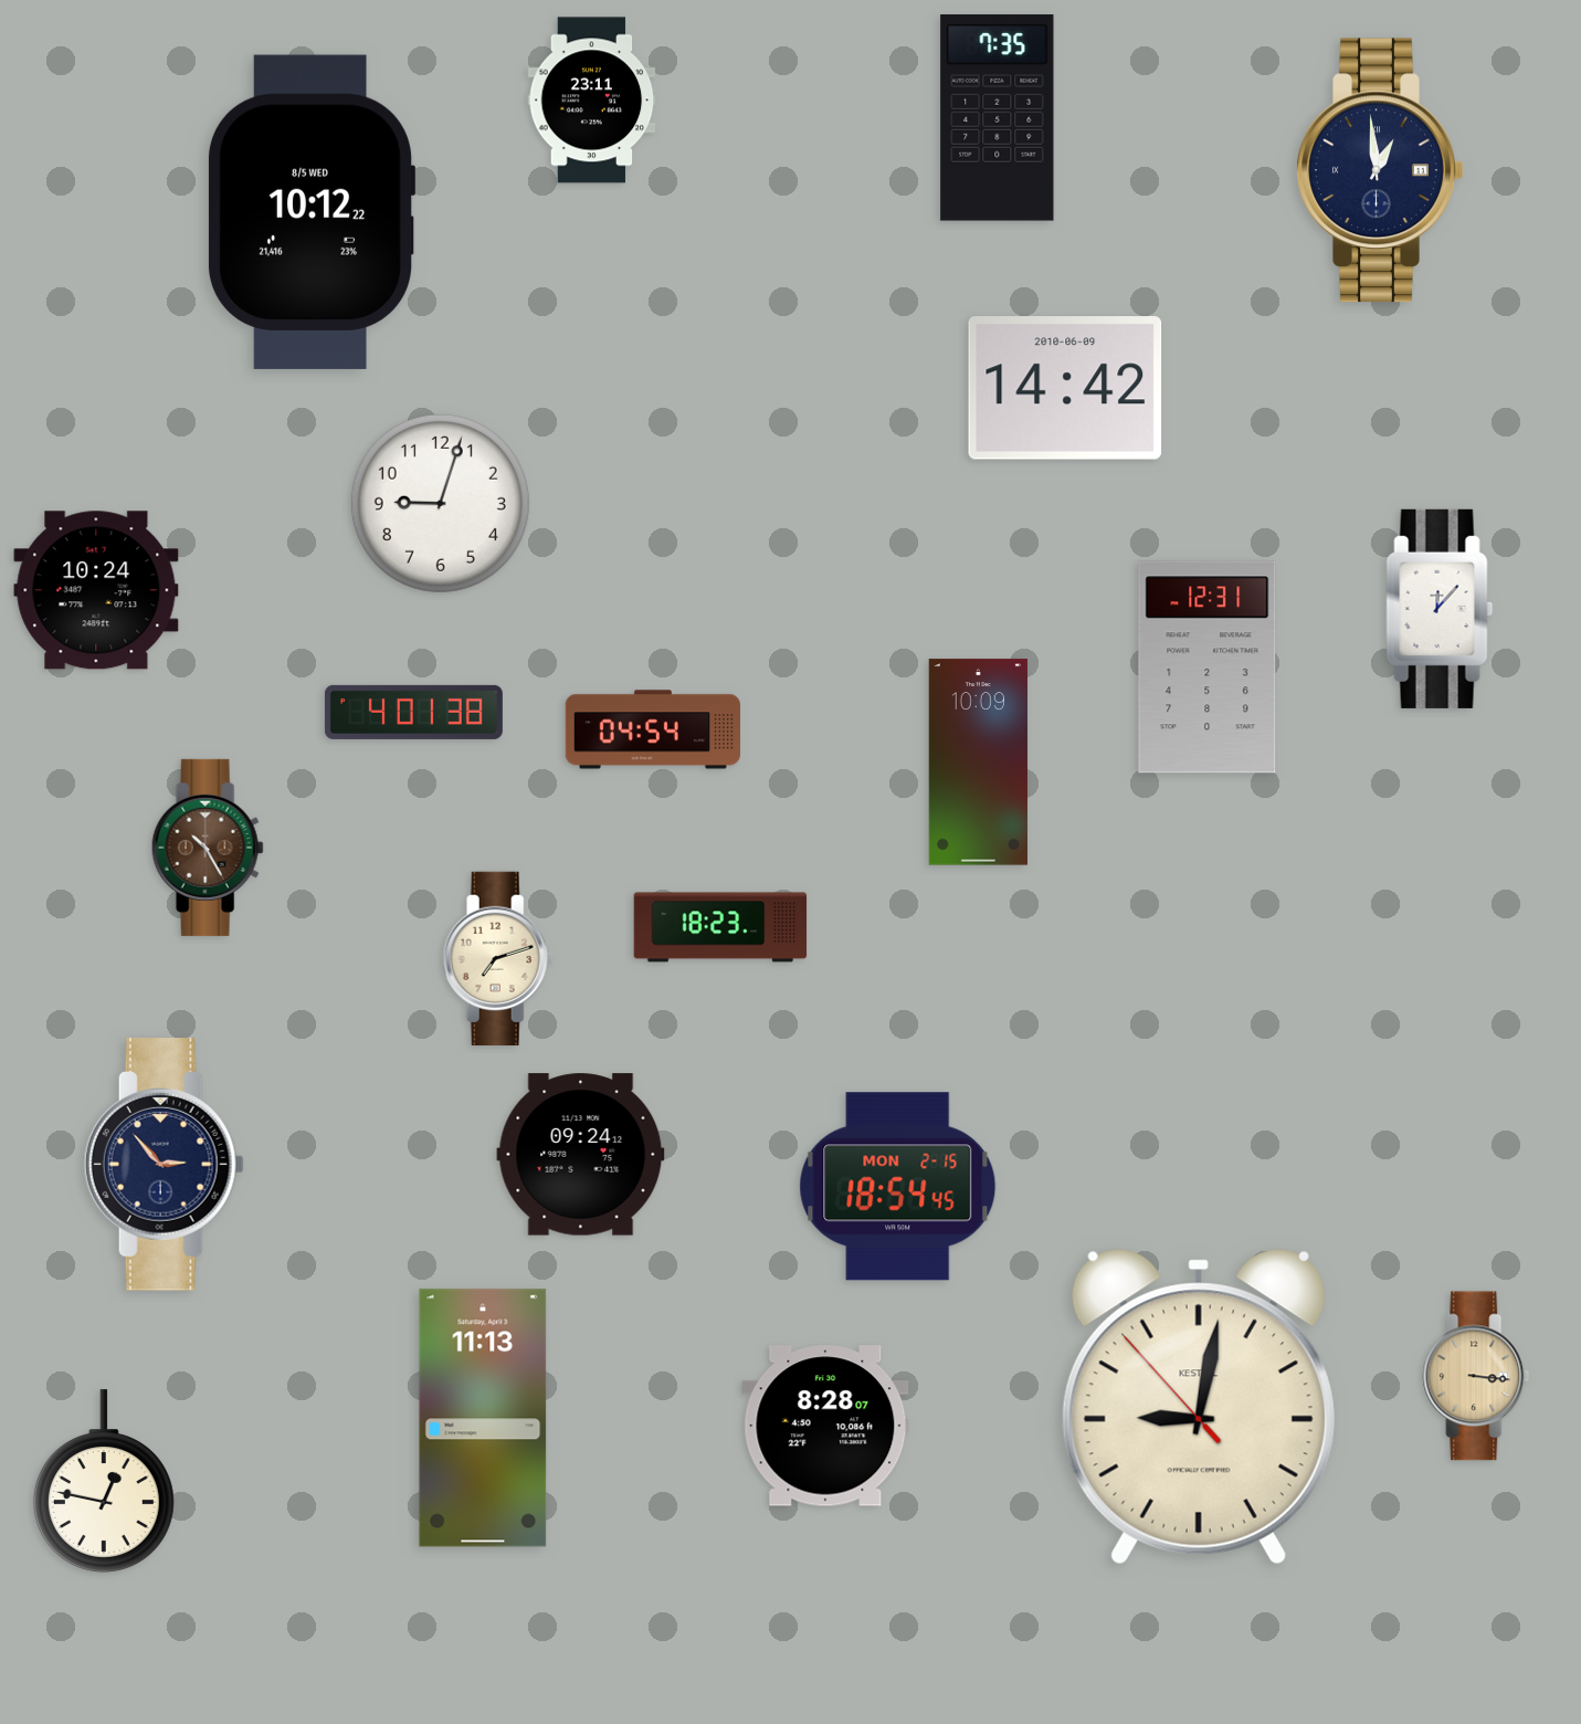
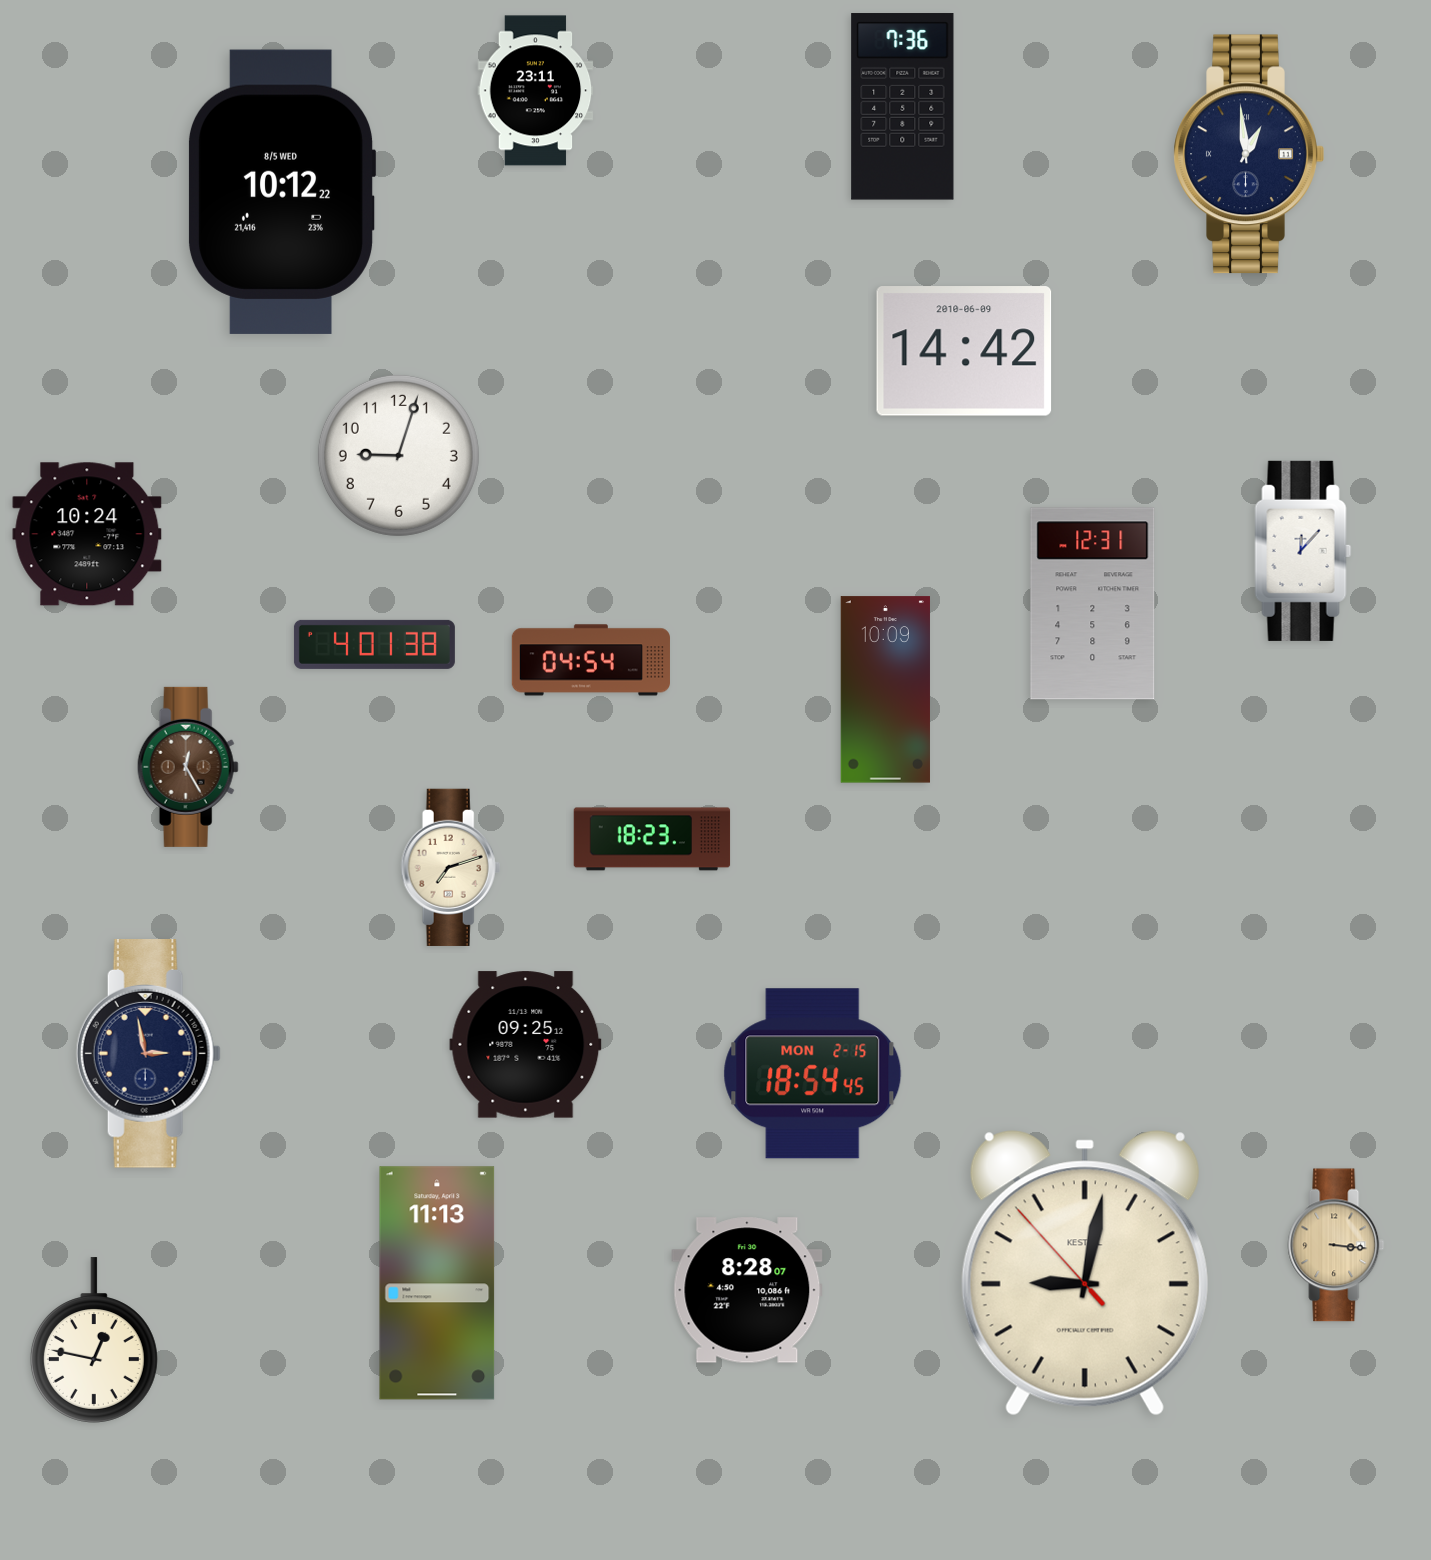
clock at (998, 118): 7:35 -> 7:36
clock at (208, 848): 10:25 -> 12:25
clock at (581, 1155): 09:24 -> 09:25
clock at (164, 1165): 2:53 -> 2:58
